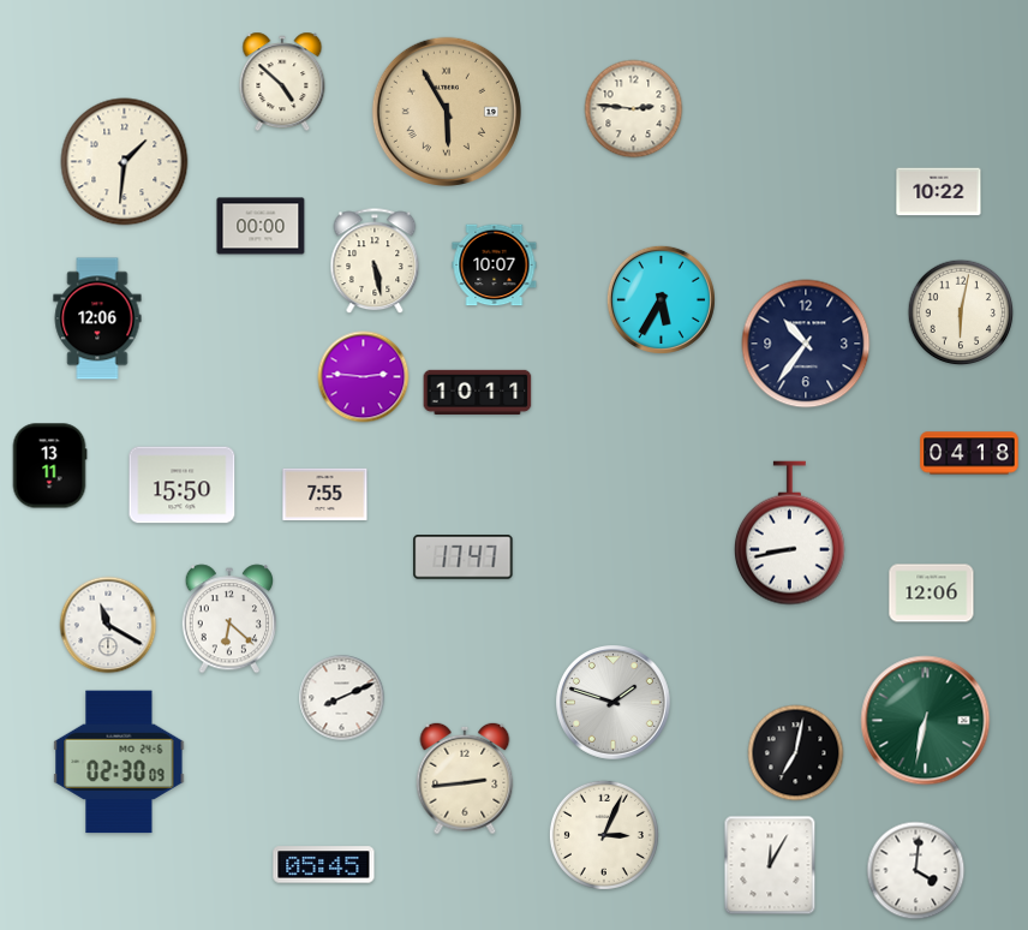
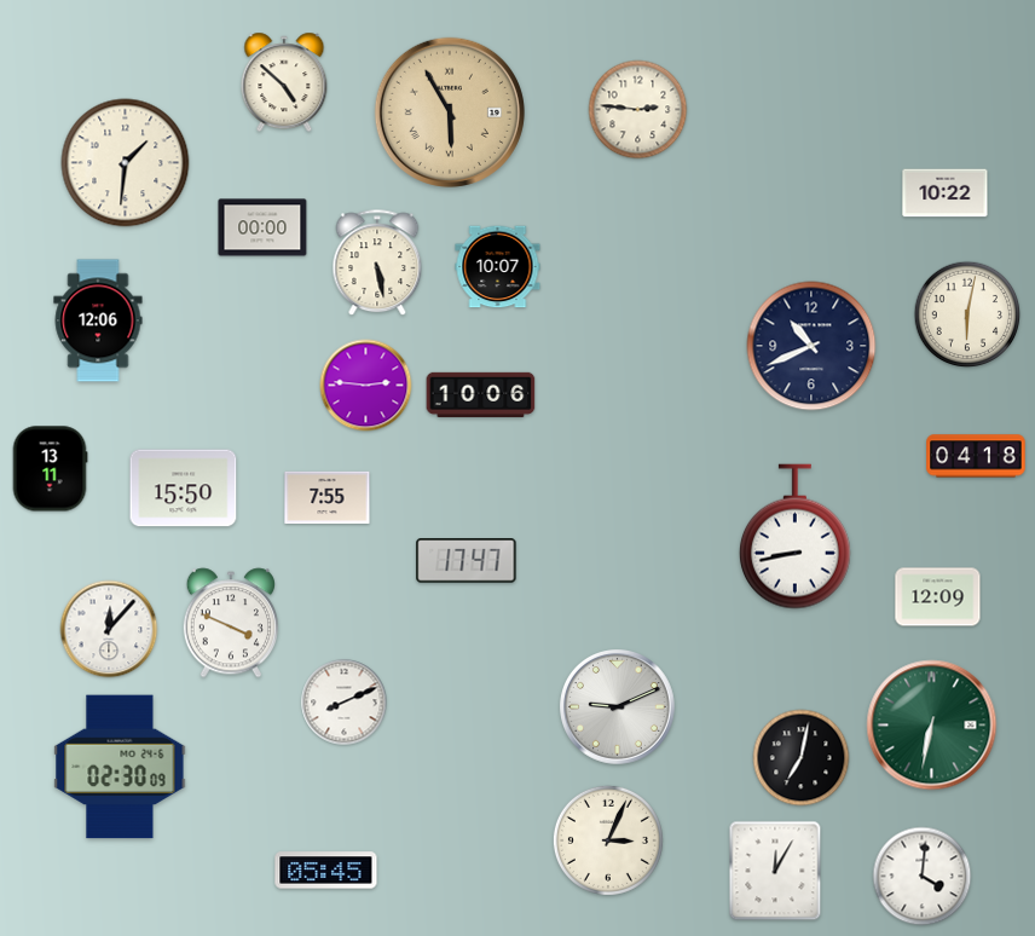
clock at (661, 299): 5:35 -> none
clock at (806, 344): 10:36 -> 10:41
clock at (364, 377) position: (364, 377) -> (366, 386)
clock at (478, 392): 10:11 -> 10:06
clock at (932, 594): 12:06 -> 12:09
clock at (228, 619): 6:22 -> 3:49
clock at (108, 625): 11:20 -> 12:07
clock at (614, 703): 1:48 -> 9:11
clock at (465, 779): 2:44 -> none
